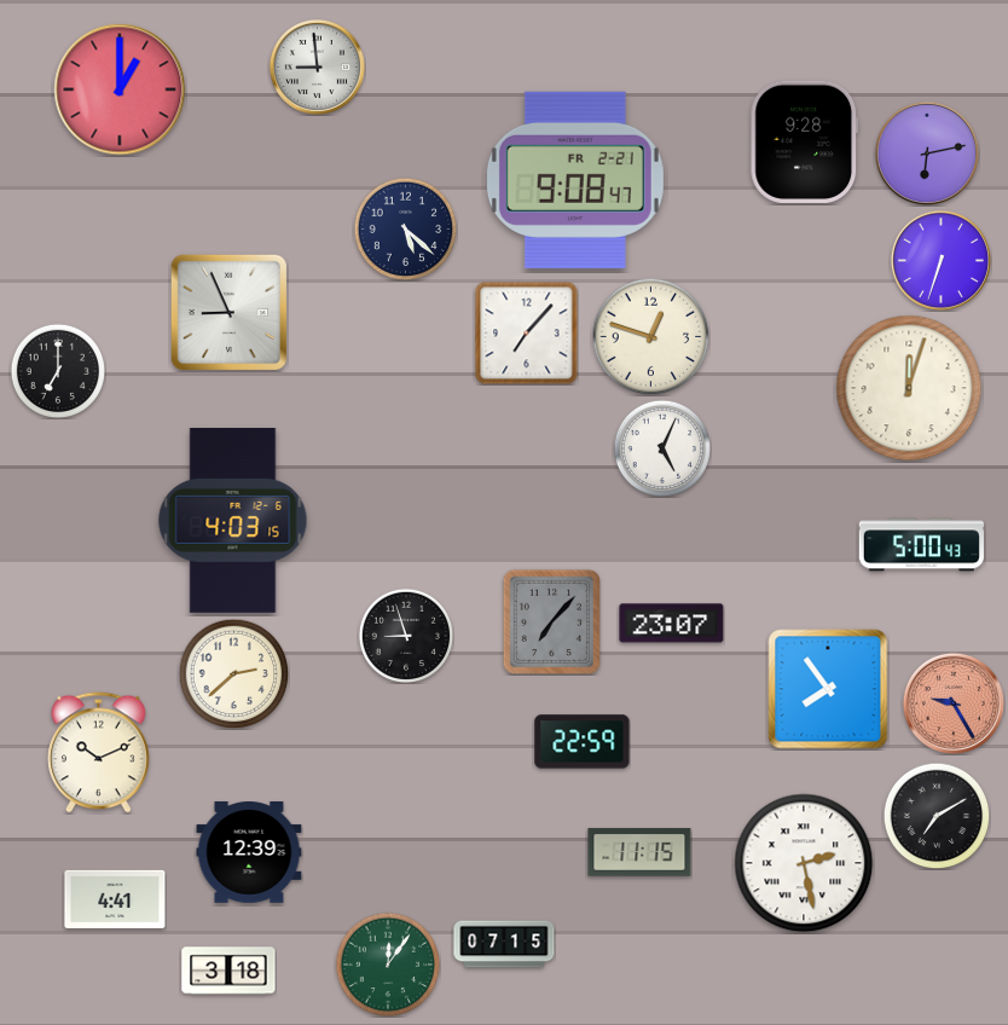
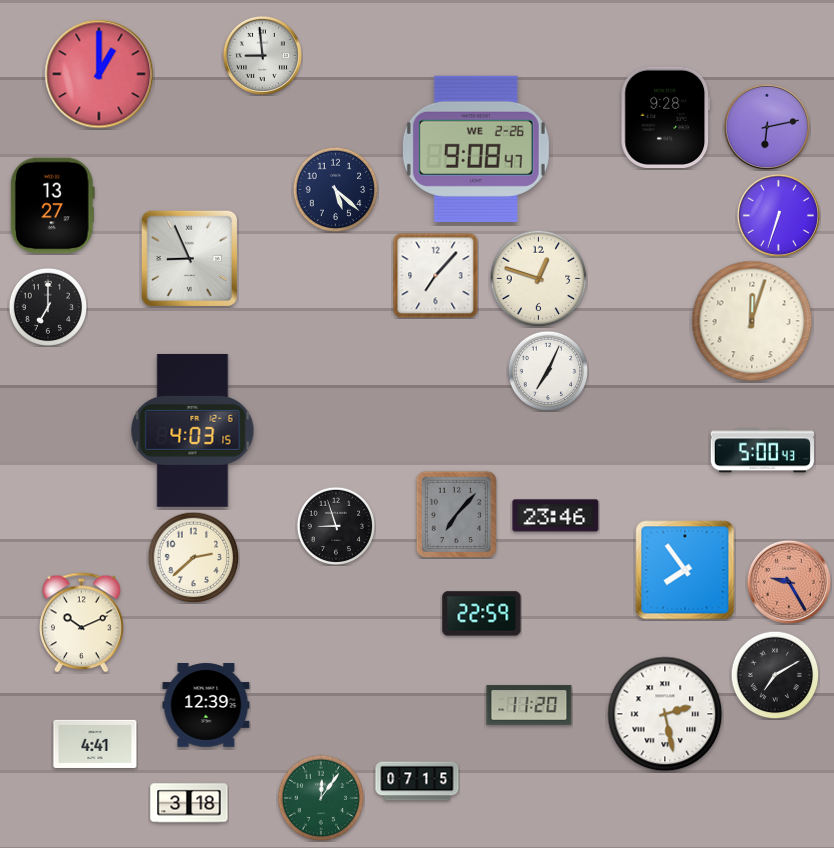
clock at (575, 180) date: FR 2-21 -> WE 2-26
clock at (52, 206): none -> 13:27
clock at (661, 447): 5:04 -> 7:04
clock at (672, 624): 23:07 -> 23:46
clock at (639, 852): 11:15 -> 11:20
